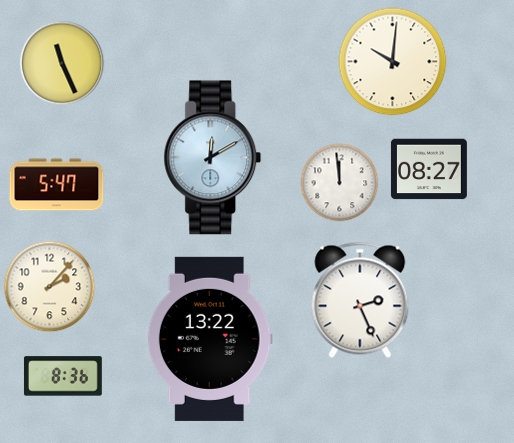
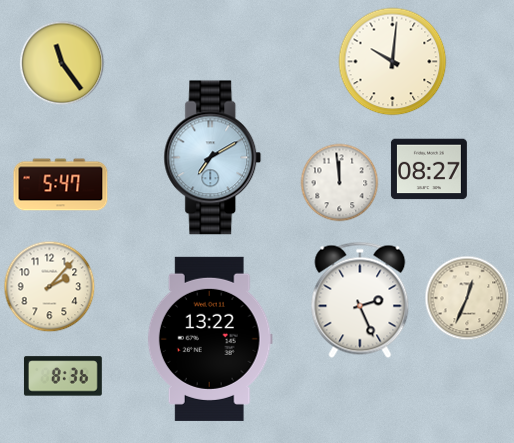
clock at (62, 63): 11:26 -> 11:24
clock at (213, 158): 12:10 -> 7:10
clock at (57, 185) position: (57, 185) -> (61, 185)
clock at (467, 298): none -> 12:34
